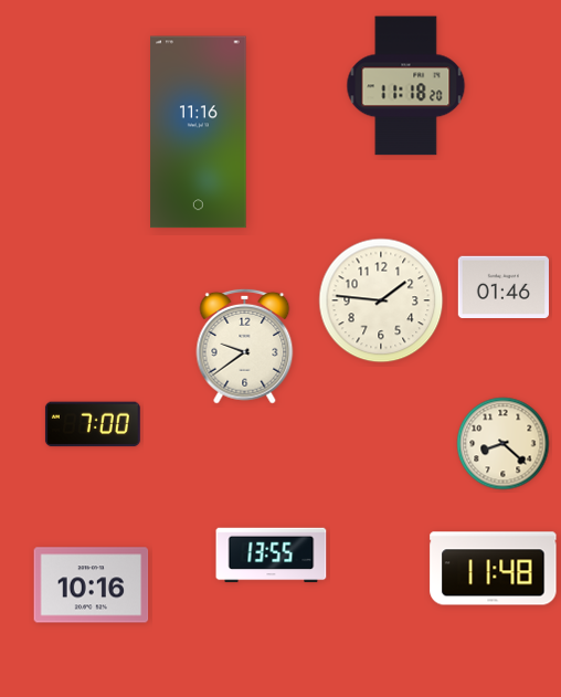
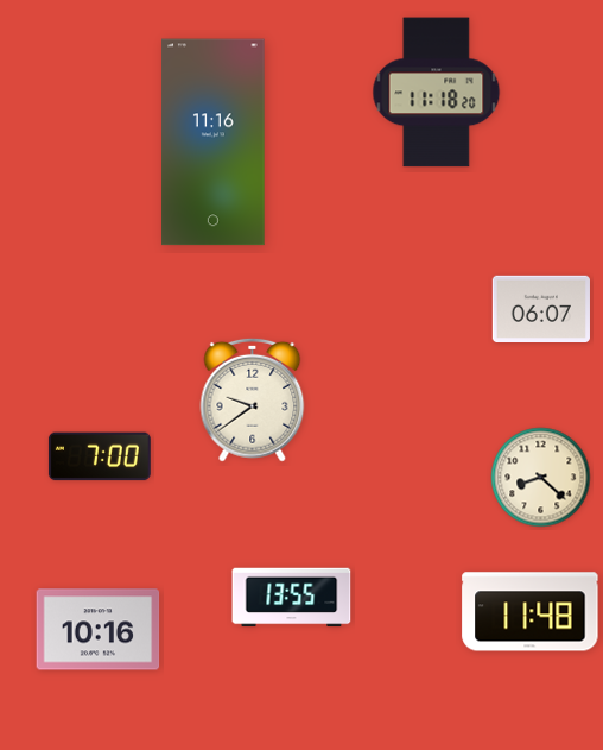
clock at (504, 286): 01:46 -> 06:07
clock at (381, 300): 1:46 -> none
clock at (245, 346) position: (245, 346) -> (253, 399)
